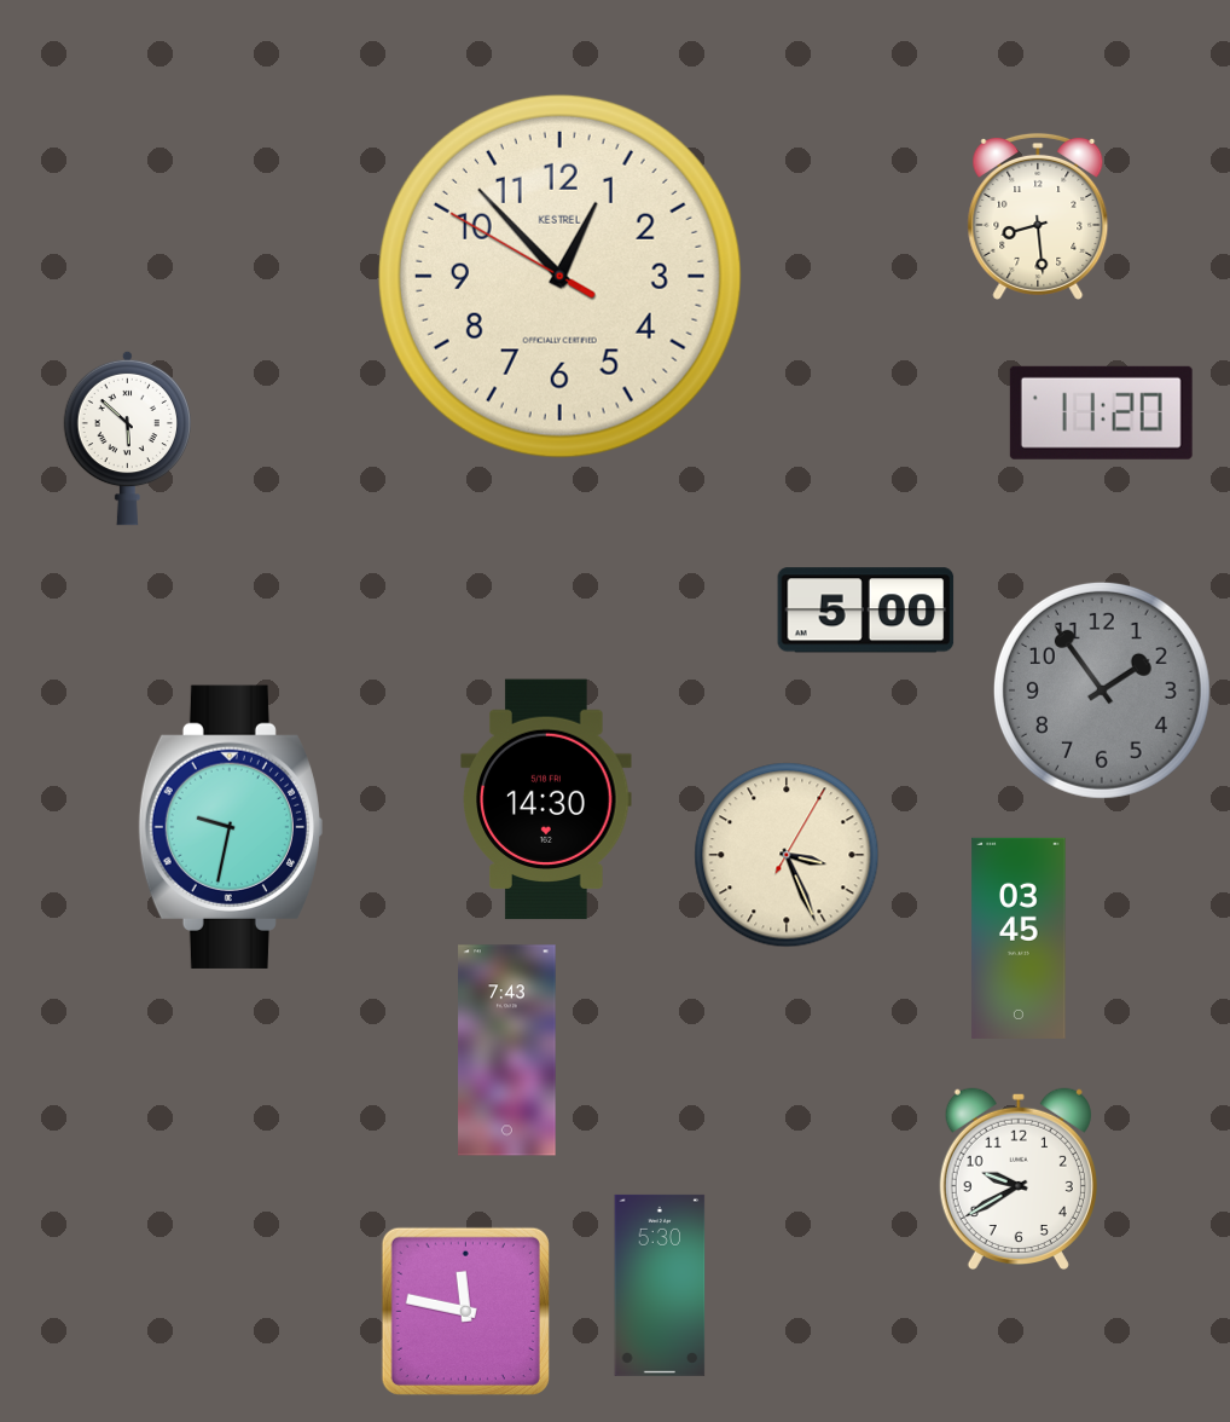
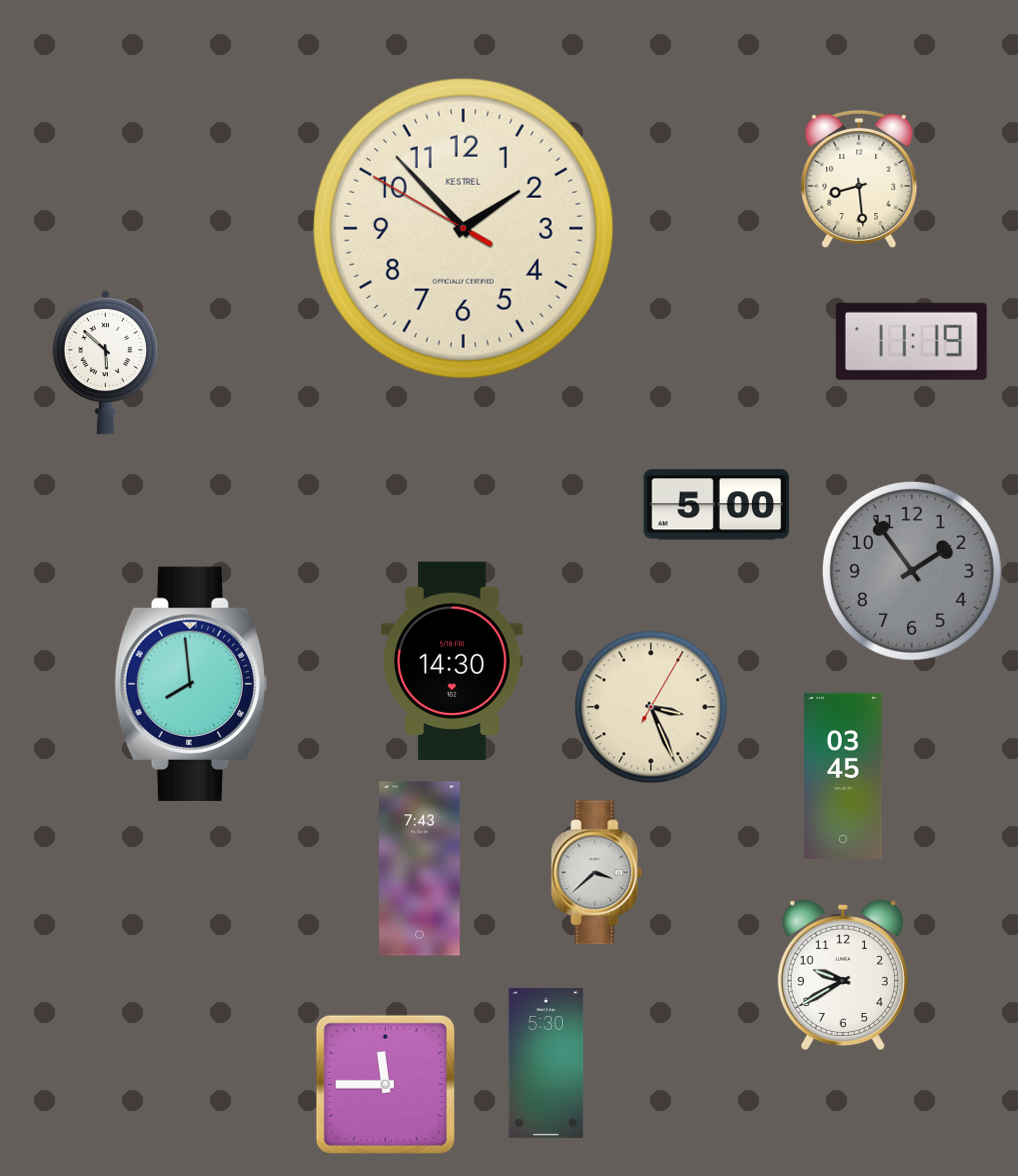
clock at (559, 276): 12:52 -> 1:52
clock at (1101, 412): 11:20 -> 11:19
clock at (231, 827): 9:32 -> 7:59
clock at (597, 873): none -> 3:38
clock at (465, 1311): 11:47 -> 11:45
